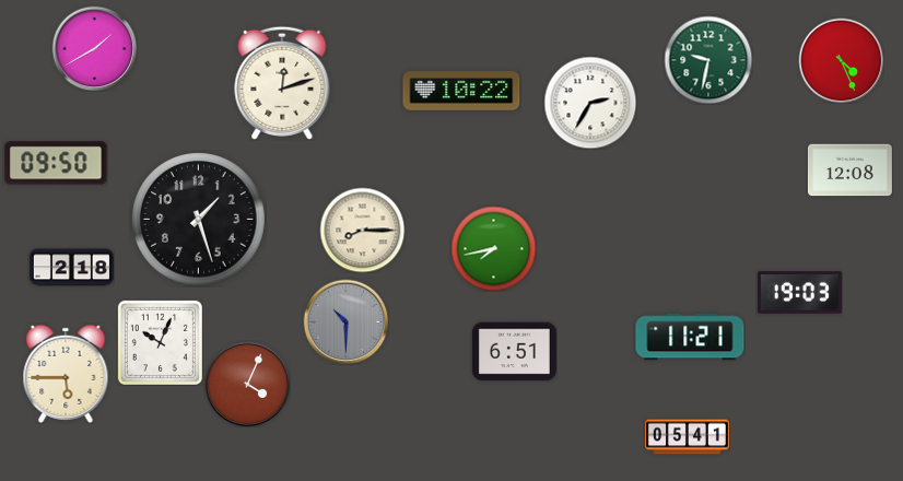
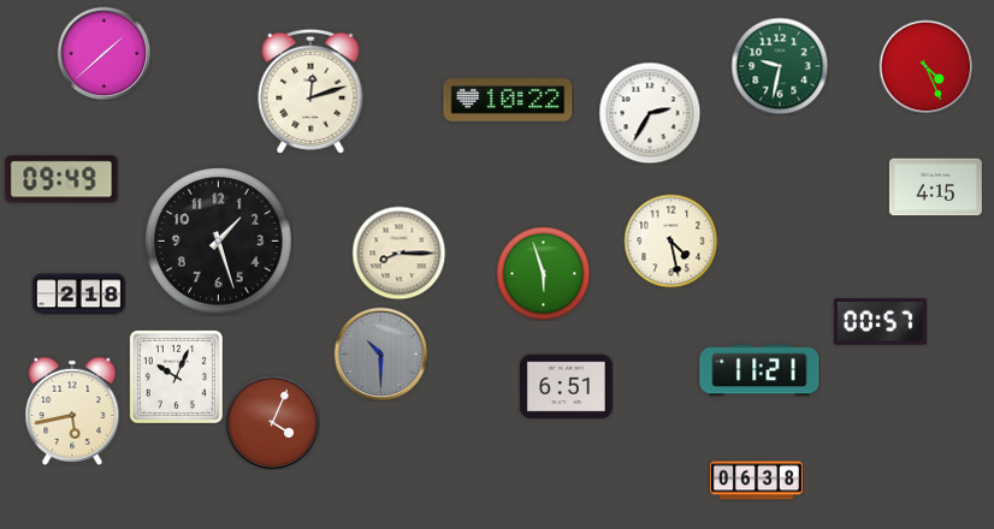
clock at (94, 48): 1:40 -> 1:38
clock at (56, 163): 09:50 -> 09:49
clock at (849, 171): 12:08 -> 4:15
clock at (670, 240): none -> 4:28
clock at (493, 248): 7:43 -> 5:57
clock at (799, 293): 19:03 -> 00:57
clock at (66, 374): 5:45 -> 5:43
clock at (687, 437): 05:41 -> 06:38
